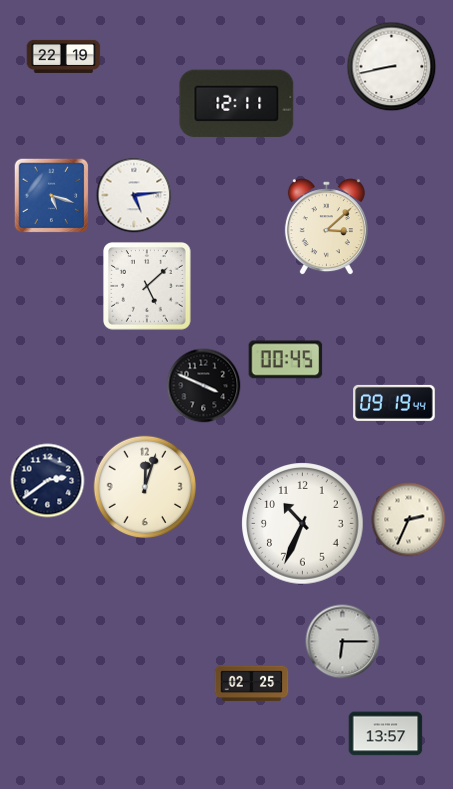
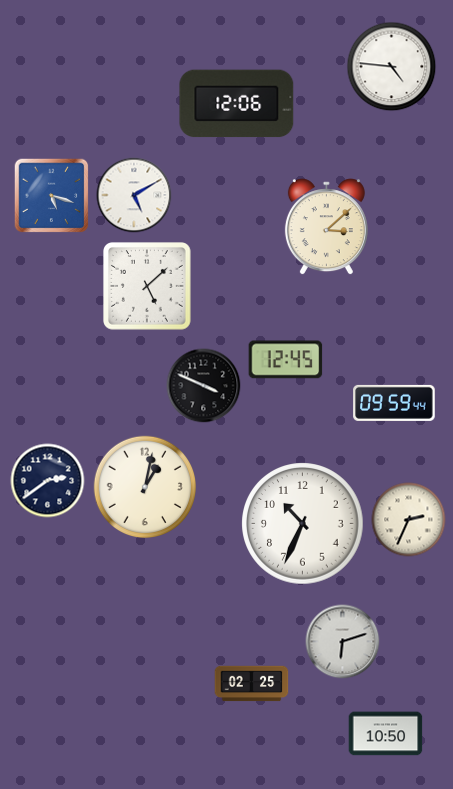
clock at (64, 56): 22:19 -> none
clock at (392, 67): 8:43 -> 4:46
clock at (237, 104): 12:11 -> 12:06
clock at (134, 195): 5:14 -> 5:10
clock at (286, 360): 00:45 -> 12:45
clock at (394, 403): 09:19 -> 09:59
clock at (144, 486): 12:03 -> 1:02
clock at (343, 642): 6:15 -> 6:12
clock at (386, 734): 13:57 -> 10:50
